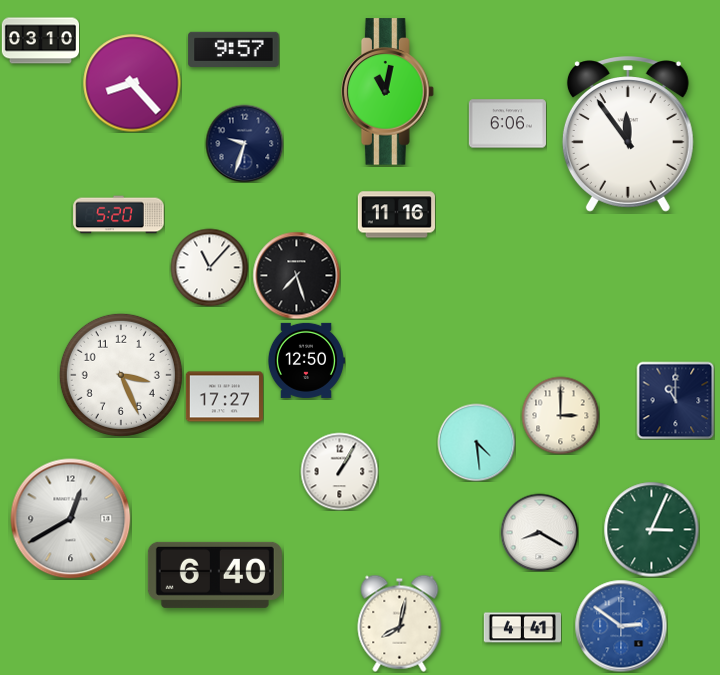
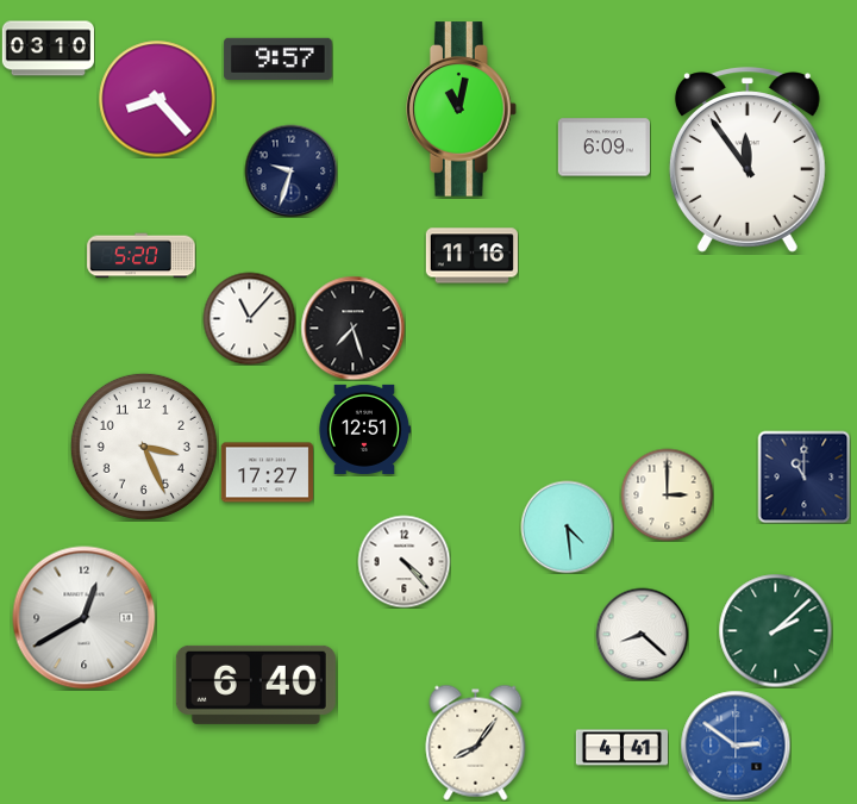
clock at (507, 124): 6:06 -> 6:09
clock at (306, 360): 12:50 -> 12:51
clock at (339, 471): 1:05 -> 4:23
clock at (651, 529): 3:04 -> 2:08
clock at (539, 532): 8:20 -> 8:22
clock at (400, 623): 8:02 -> 8:06
clock at (621, 626) position: (621, 626) -> (736, 746)
